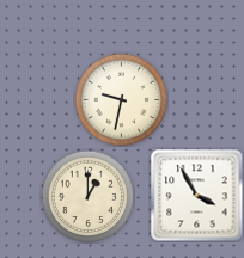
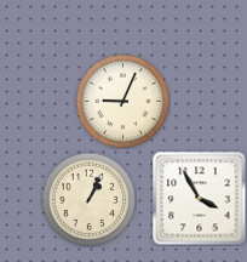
clock at (121, 99): 9:32 -> 9:04
clock at (87, 196): 1:00 -> 1:04
